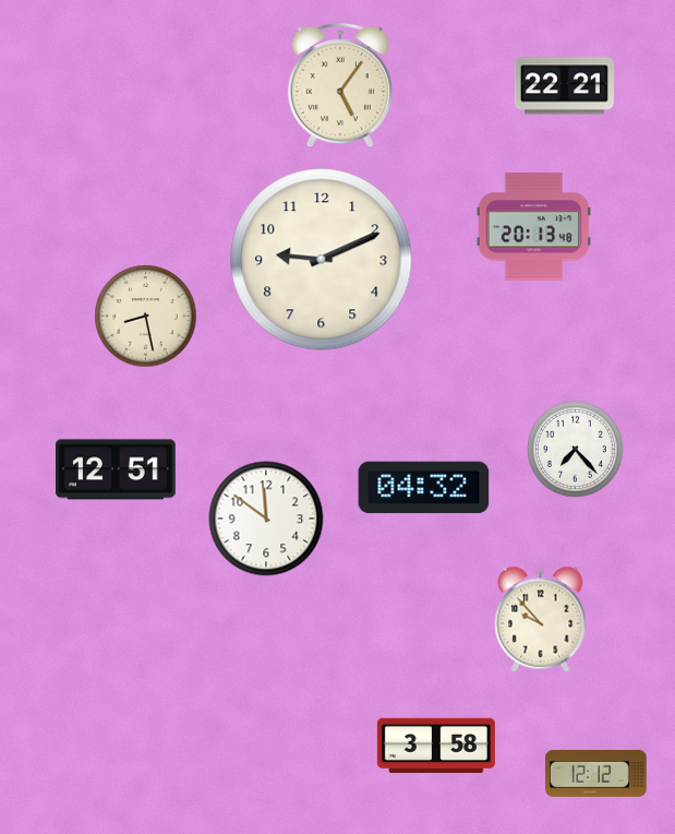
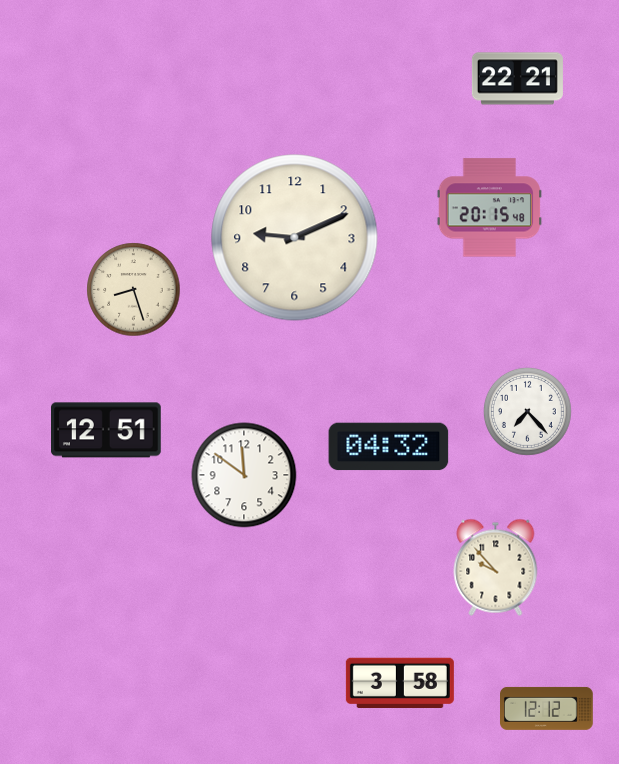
clock at (340, 85): 5:06 -> none
clock at (534, 227): 20:13 -> 20:15
clock at (146, 317): 8:28 -> 8:27
